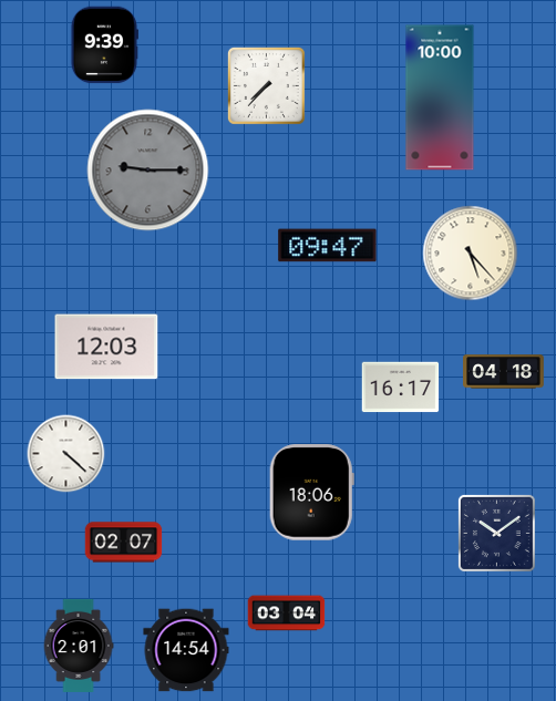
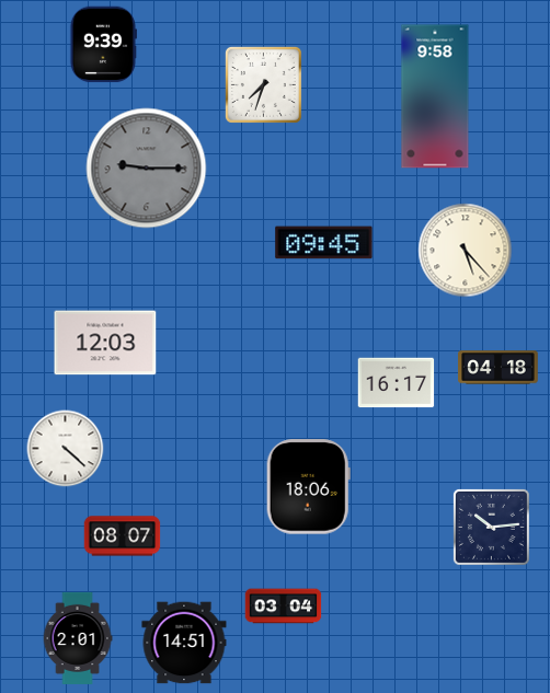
clock at (266, 85): 7:37 -> 7:33
clock at (440, 97): 10:00 -> 9:58
clock at (328, 246): 09:47 -> 09:45
clock at (496, 533): 10:09 -> 10:14
clock at (124, 543): 02:07 -> 08:07
clock at (186, 650): 14:54 -> 14:51
